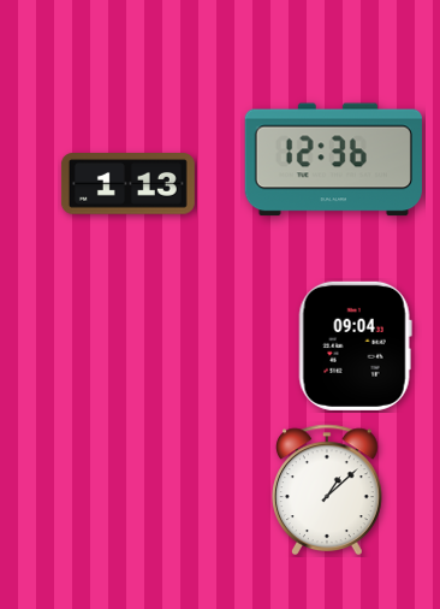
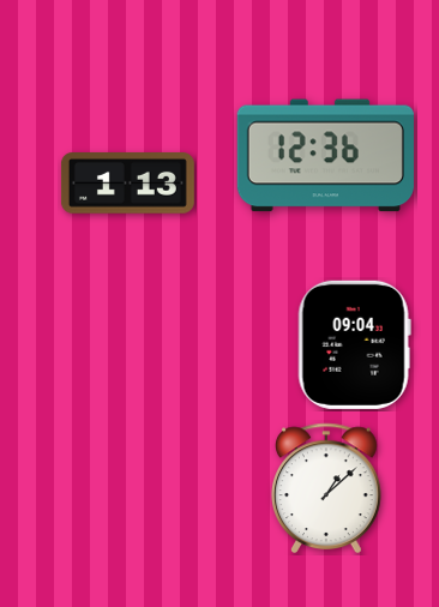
clock at (333, 160) position: (333, 160) -> (325, 156)
